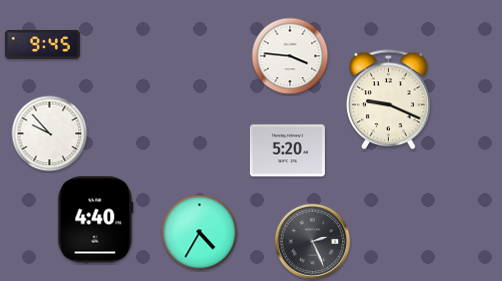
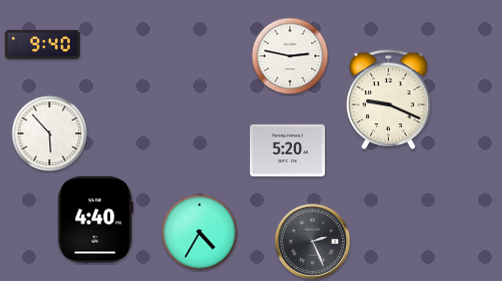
clock at (42, 44): 9:45 -> 9:40
clock at (290, 56): 3:46 -> 2:47
clock at (50, 134): 9:53 -> 5:53
